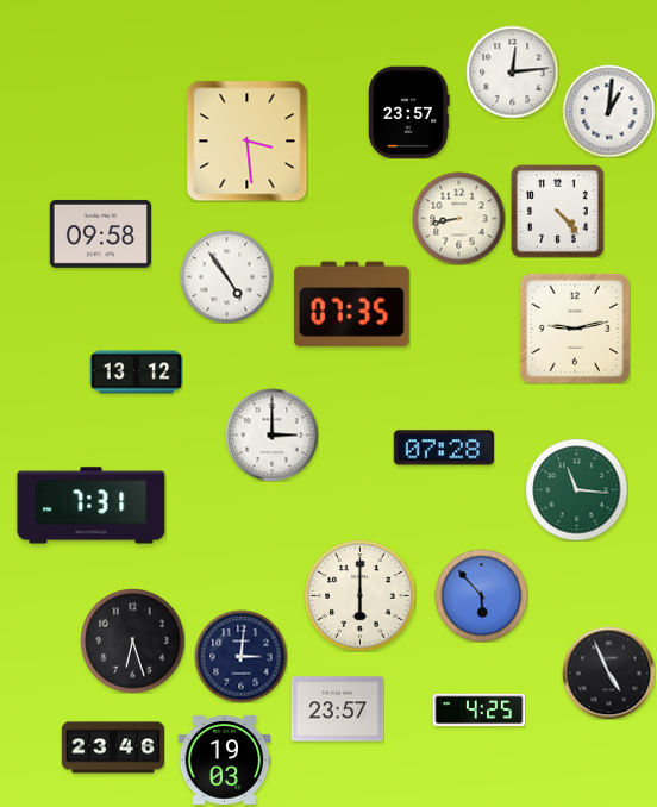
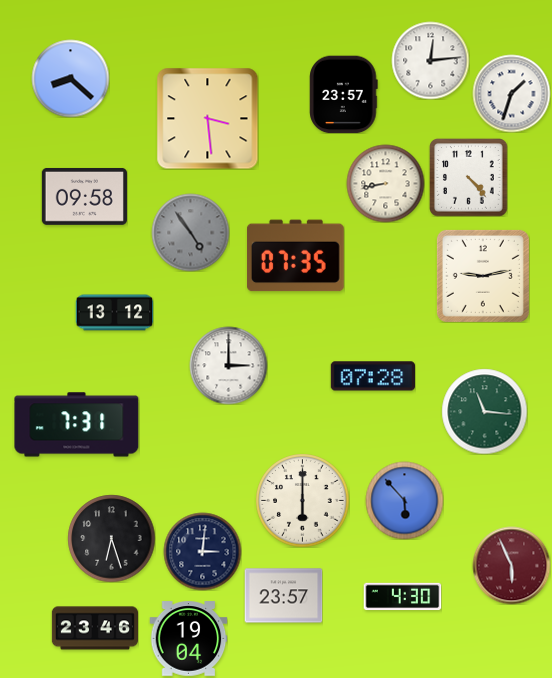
clock at (70, 78): none -> 8:22
clock at (608, 111): 1:01 -> 1:33
clock at (226, 276) dial: white -> grey
clock at (608, 672): 4:56 -> 5:56
clock at (608, 672) dial: black -> burgundy
clock at (478, 711): 4:25 -> 4:30
clock at (224, 761): 19:03 -> 19:04
